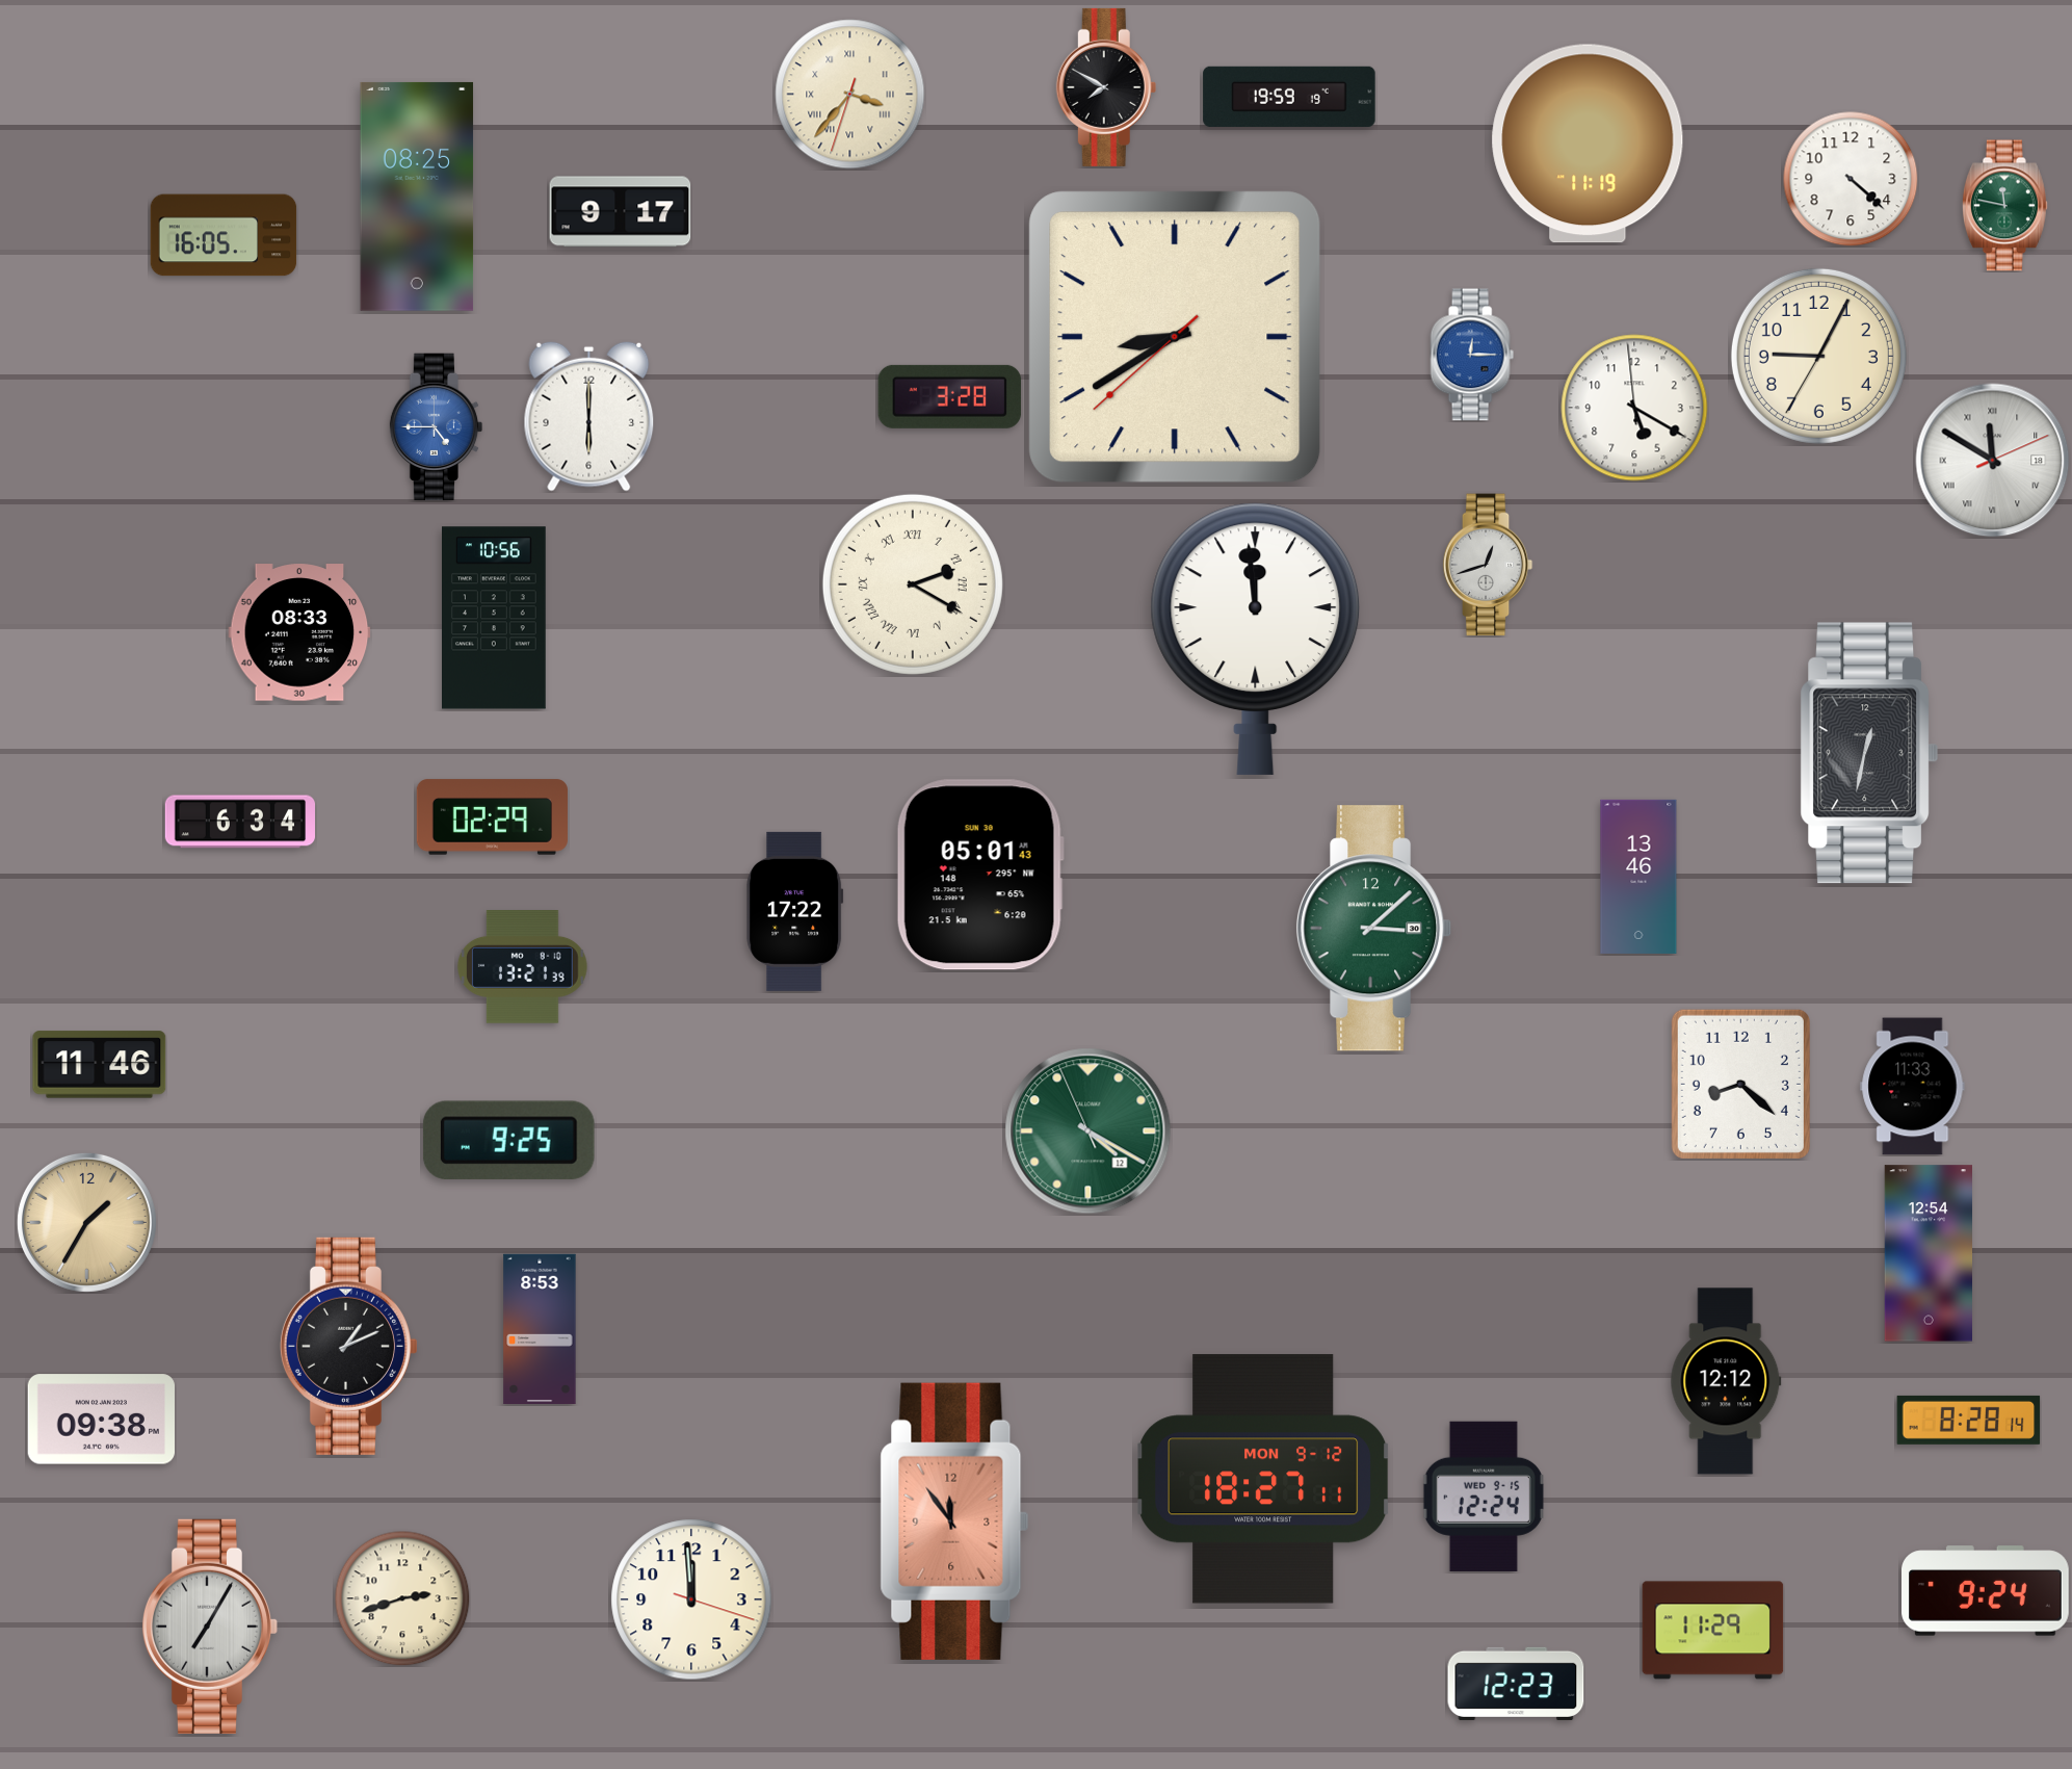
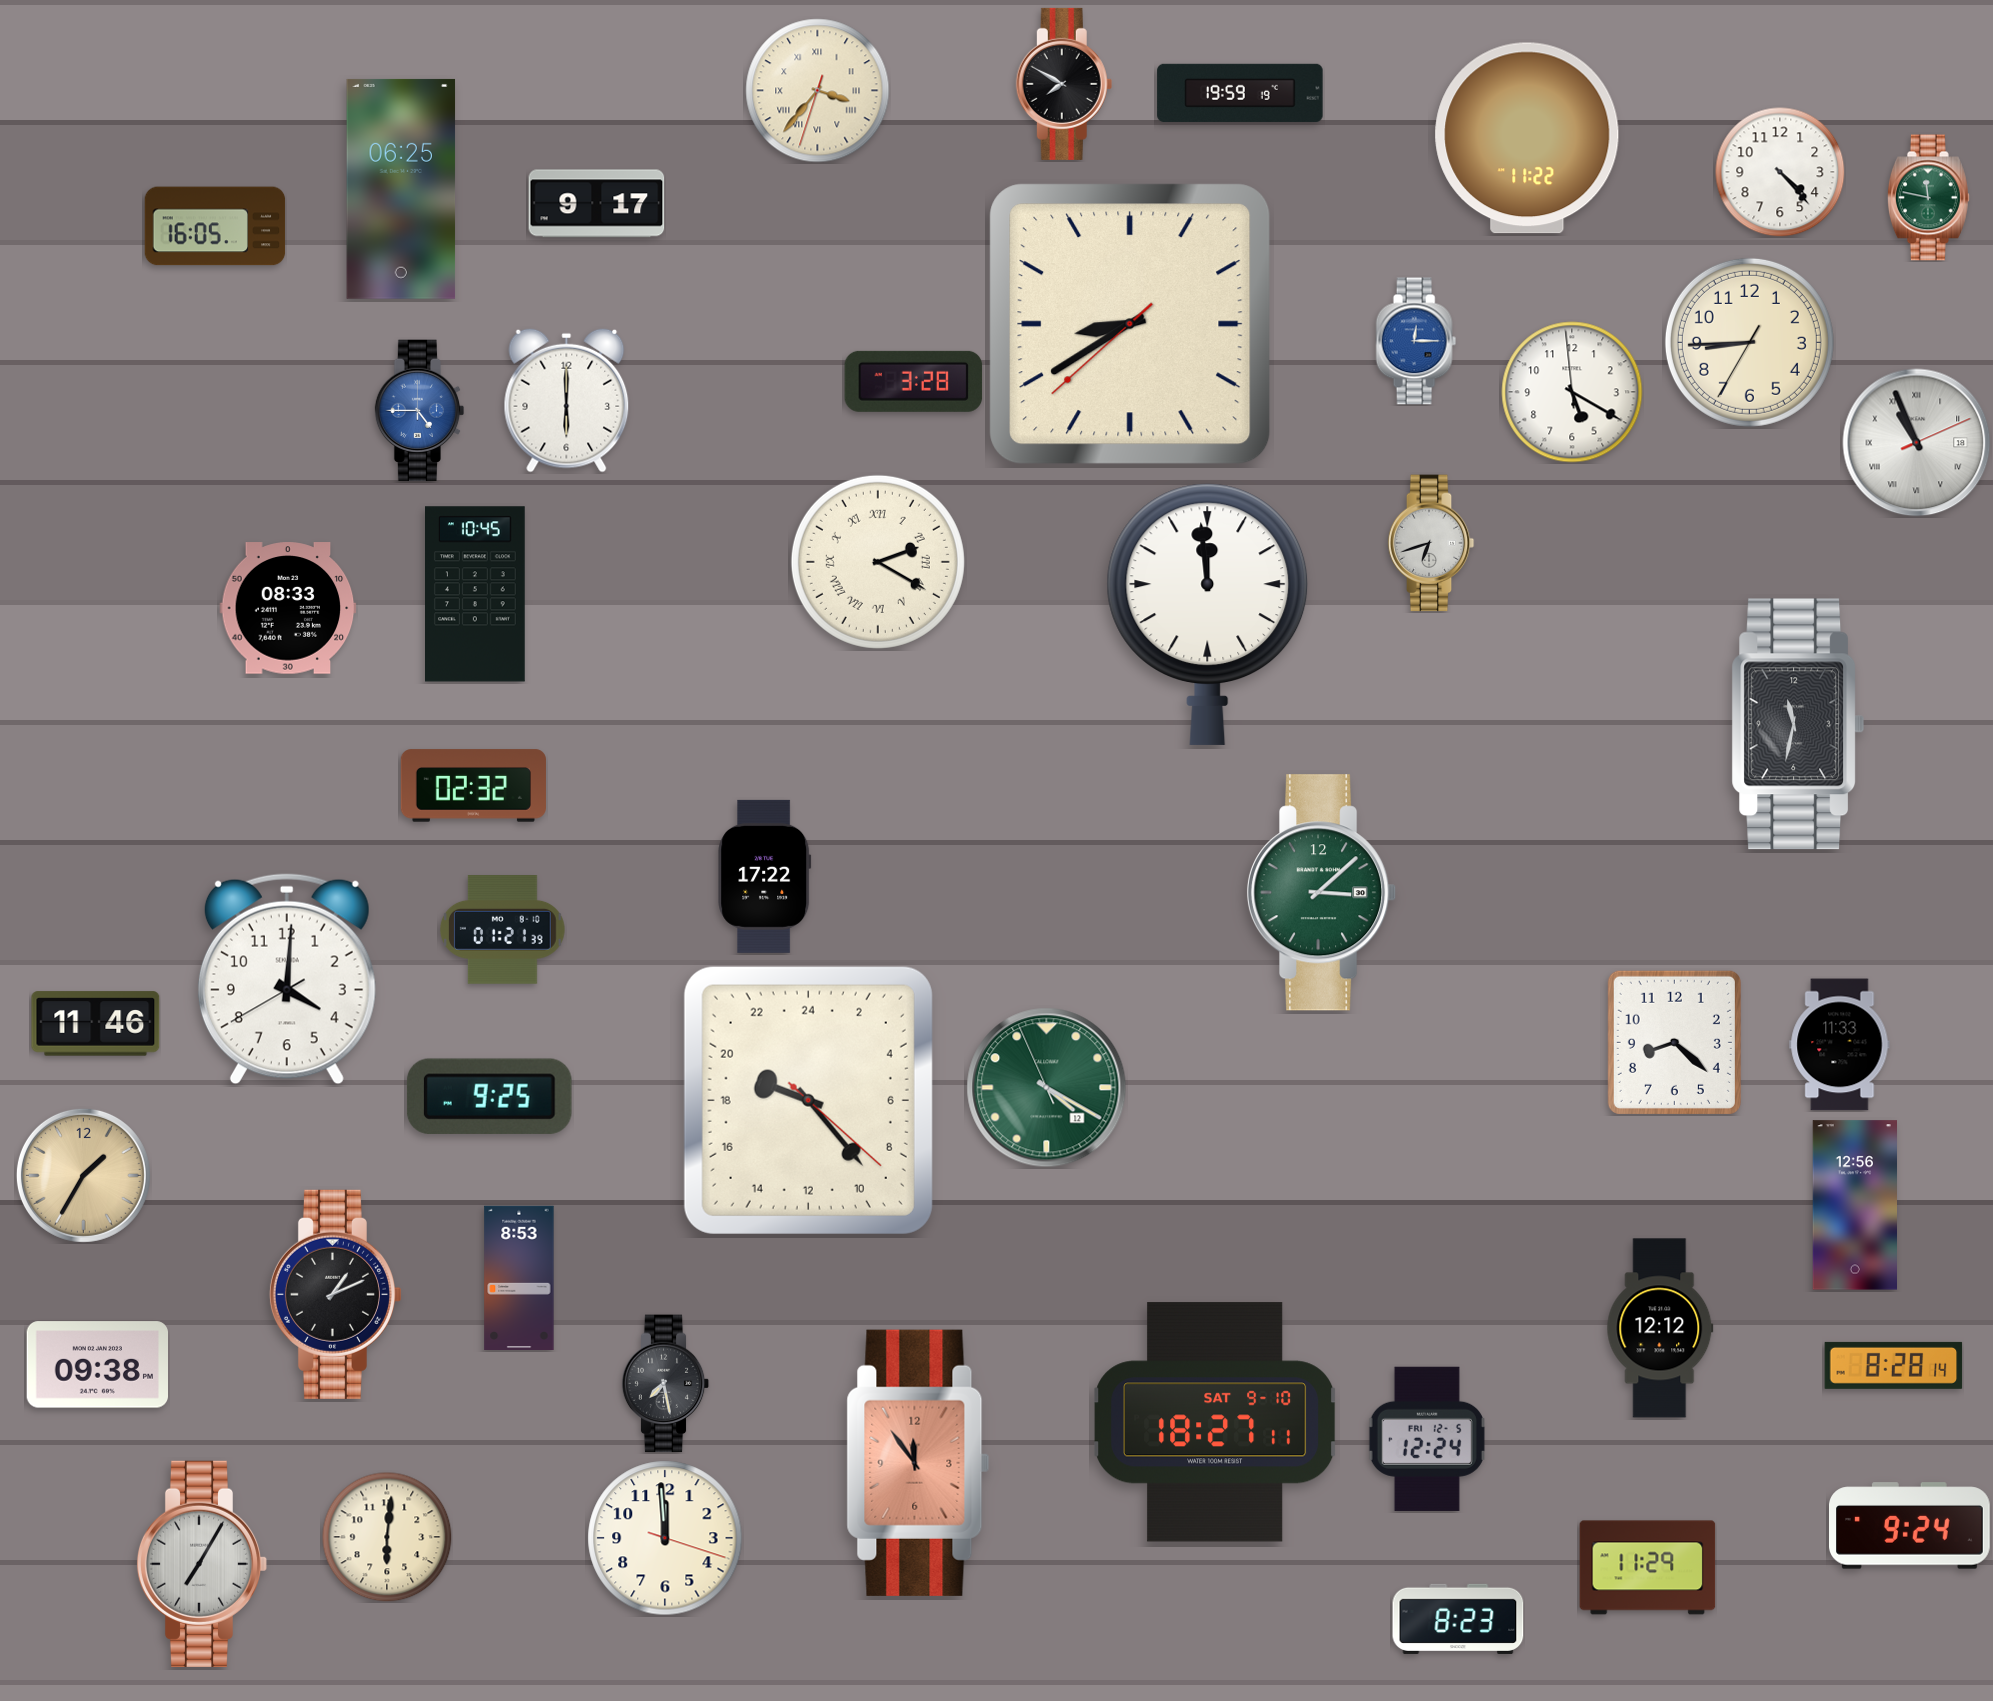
clock at (1588, 144): 11:19 -> 11:22
clock at (1851, 179): 4:22 -> 4:23
clock at (417, 197): 08:25 -> 06:25
clock at (1818, 356): 9:04 -> 8:44
clock at (1993, 461): 11:50 -> 10:56
clock at (1488, 565): 12:42 -> 6:42
clock at (495, 618): 10:56 -> 10:45
clock at (1868, 753): 12:32 -> 11:32
clock at (492, 817): 02:29 -> 02:32
clock at (239, 822): 6:34 -> none
clock at (980, 875): 05:01 -> none
clock at (1638, 877): 13:46 -> none
clock at (523, 967): 13:21 -> 01:21
clock at (287, 979): none -> 4:00
clock at (808, 1100): none -> 19:23
clock at (1927, 1253): 12:54 -> 12:56
clock at (666, 1384): none -> 7:28
clock at (1264, 1479) date: MON 9-12 -> SAT 9-10
clock at (1484, 1497) date: WED 9-15 -> FRI 12-5
clock at (1986, 1591) position: (1986, 1591) -> (1910, 1526)
clock at (402, 1598): 2:42 -> 6:01
clock at (1516, 1684): 12:23 -> 8:23
